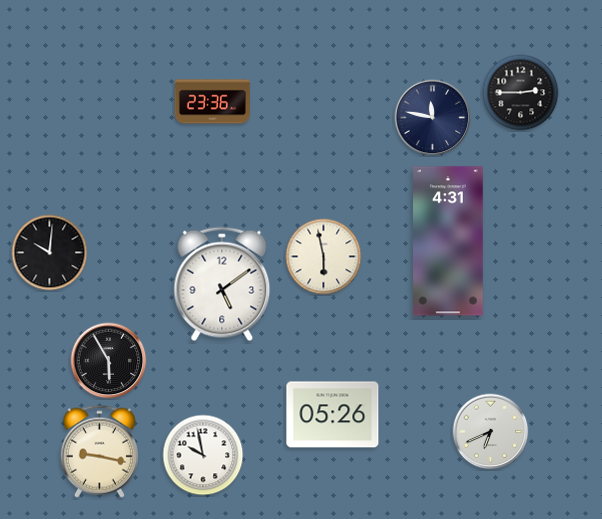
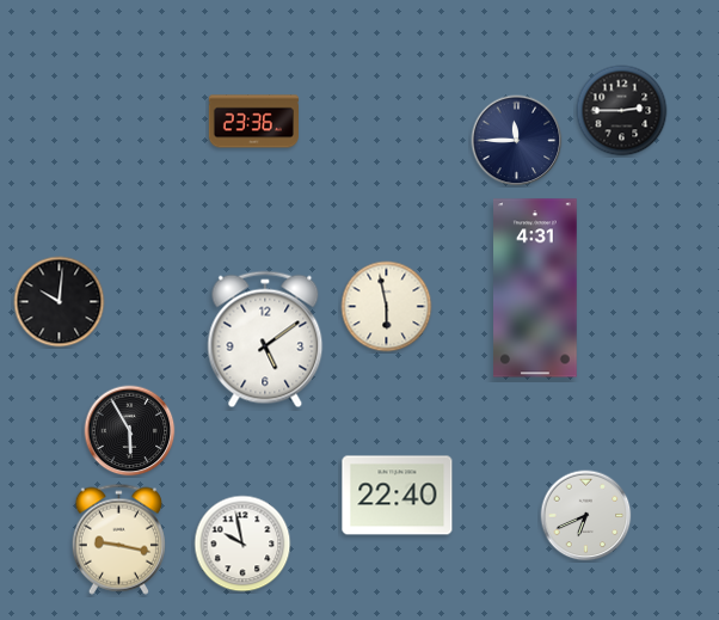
clock at (433, 118): 11:47 -> 11:45
clock at (333, 415): 05:26 -> 22:40
